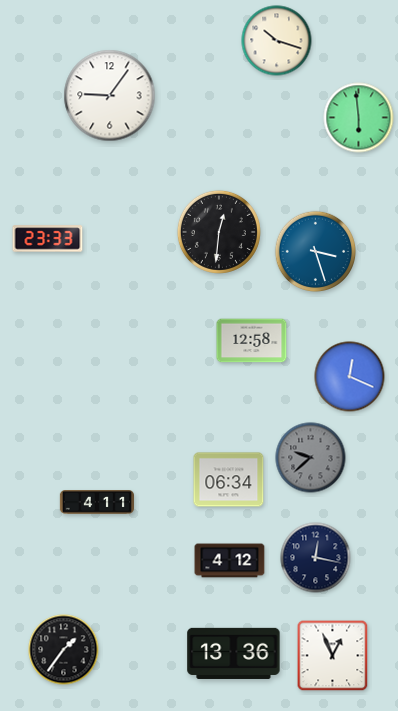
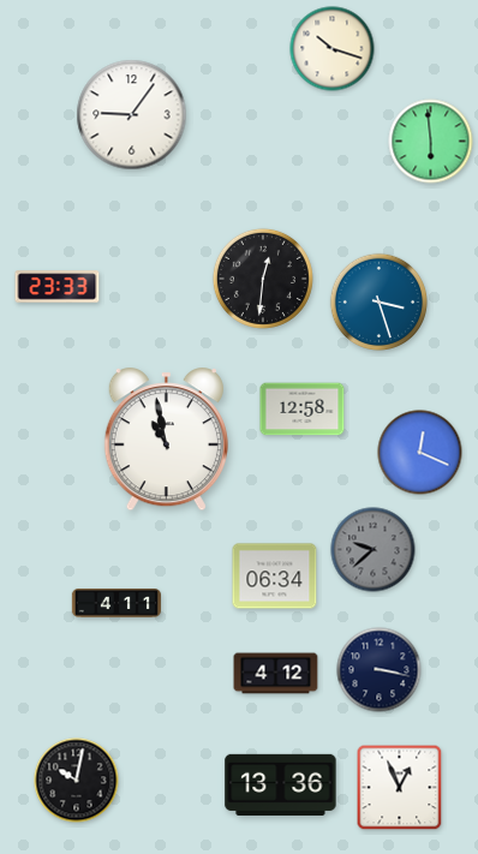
clock at (166, 440): none -> 10:58
clock at (316, 558): 12:17 -> 3:17
clock at (64, 650): 1:36 -> 10:02
